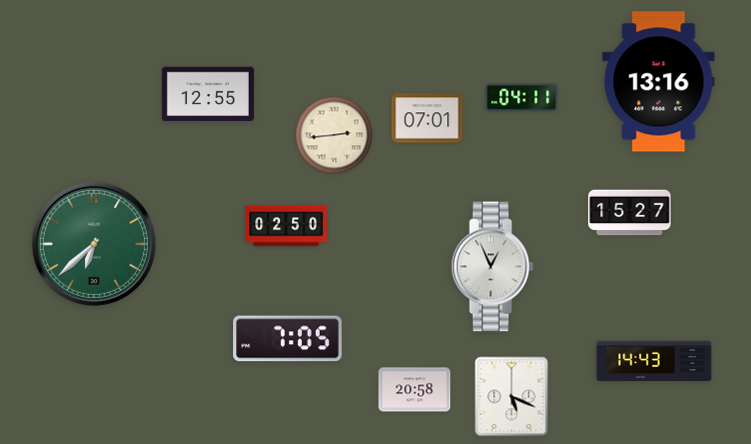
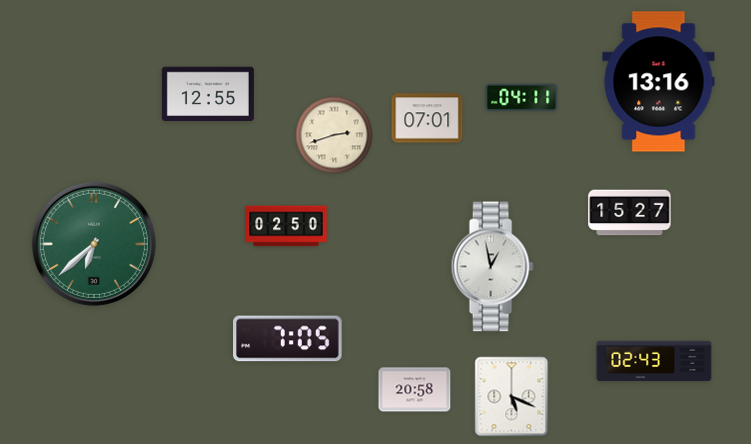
clock at (334, 135): 2:44 -> 2:42
clock at (492, 267): 12:56 -> 12:58
clock at (654, 361): 14:43 -> 02:43
